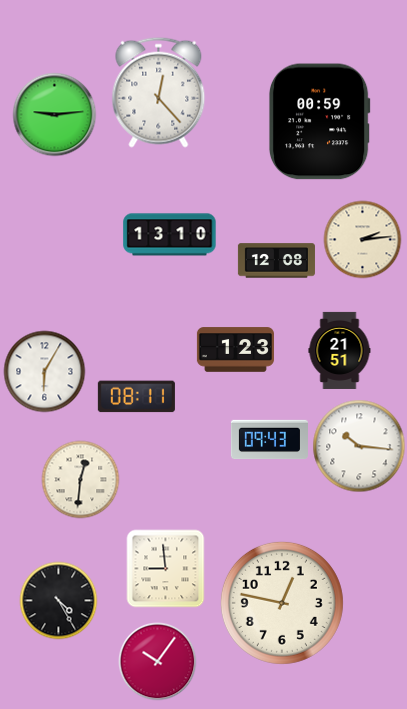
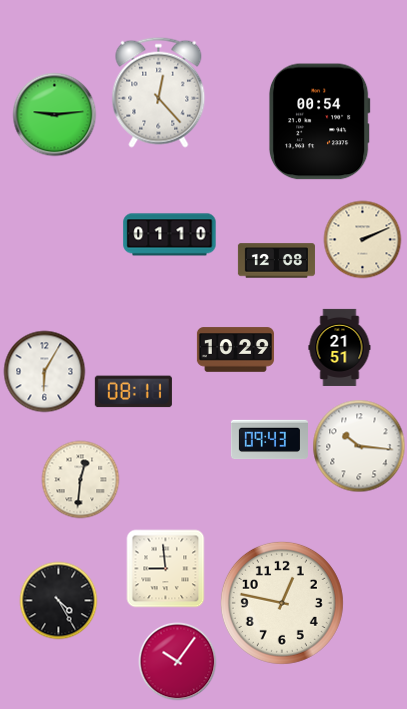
clock at (319, 122): 00:59 -> 00:54
clock at (170, 235): 13:10 -> 01:10
clock at (362, 239): 2:14 -> 2:11
clock at (235, 350): 1:23 -> 10:29
clock at (340, 350) position: (340, 350) -> (340, 347)
clock at (136, 397) position: (136, 397) -> (133, 392)
clock at (157, 661) position: (157, 661) -> (177, 661)
